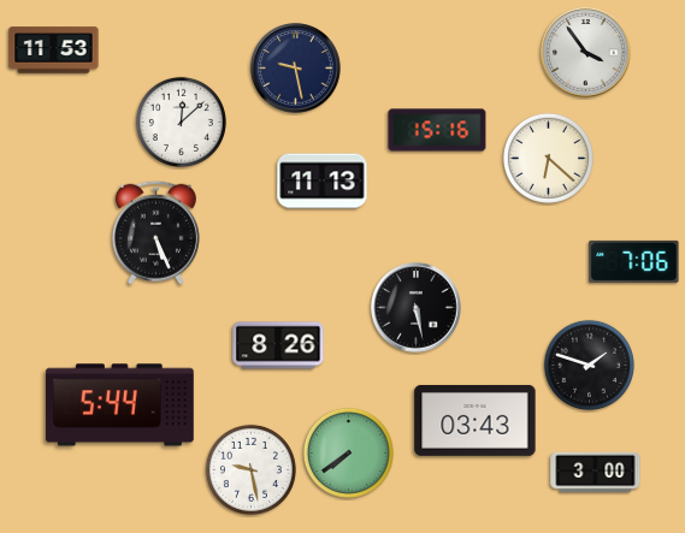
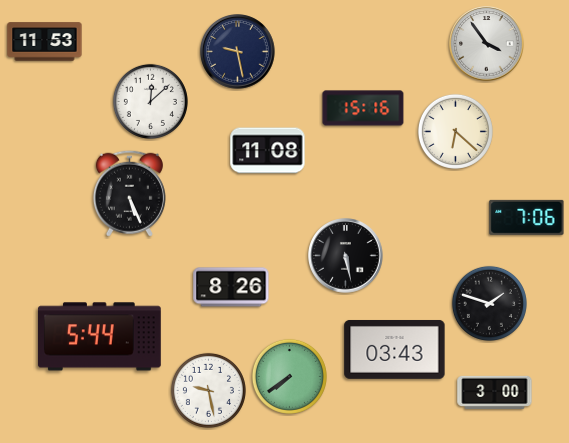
clock at (296, 69) position: (296, 69) -> (238, 52)
clock at (323, 182): 11:13 -> 11:08
